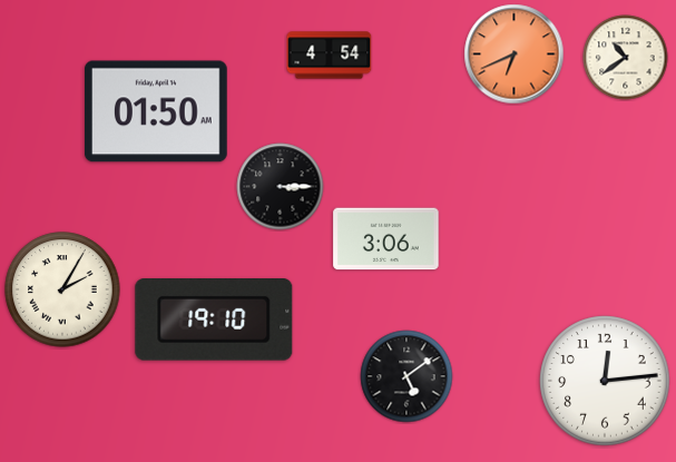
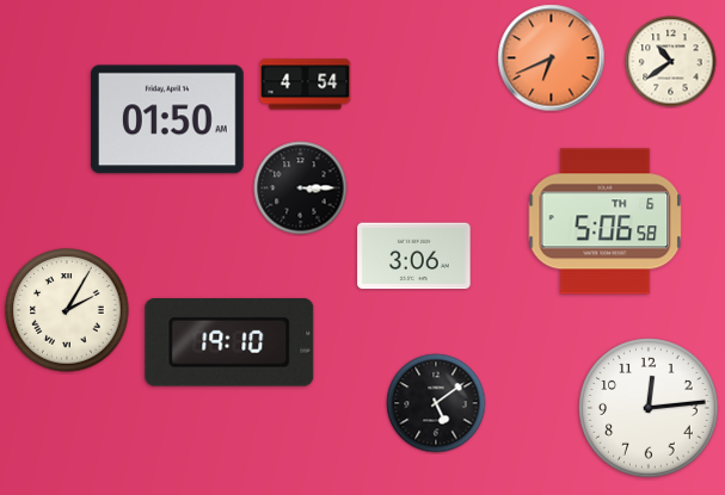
clock at (330, 56) position: (330, 56) -> (306, 85)
clock at (281, 187) position: (281, 187) -> (301, 188)
clock at (606, 222): none -> 5:06
